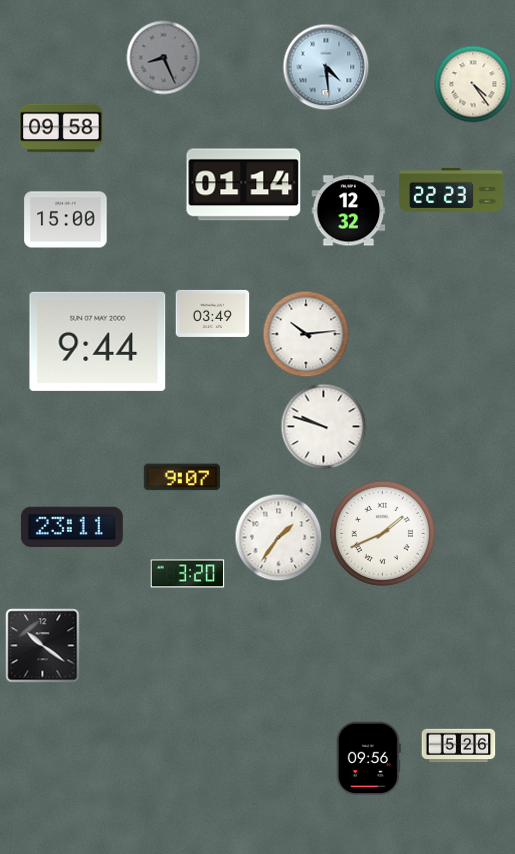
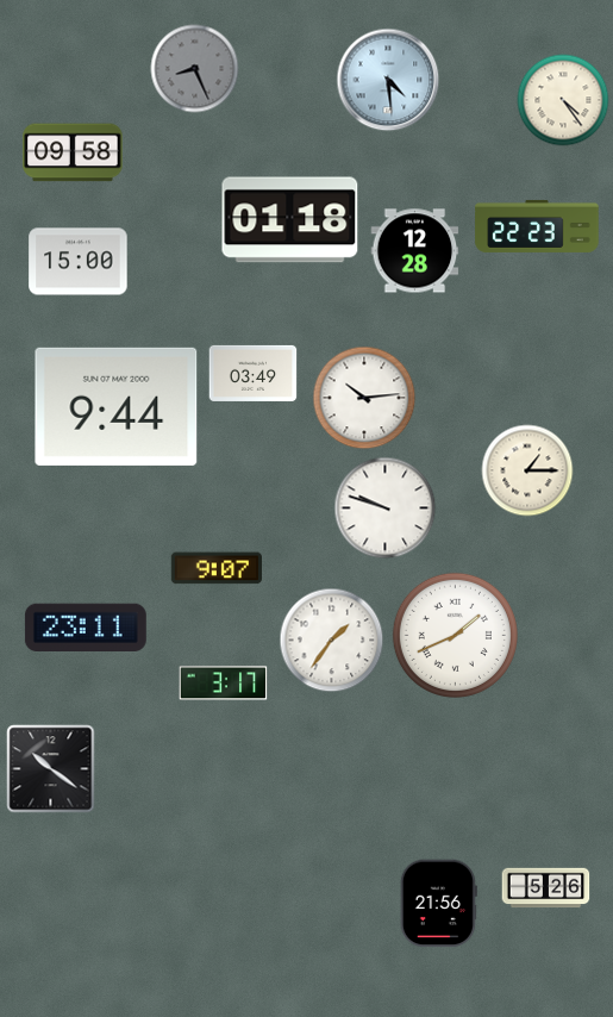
clock at (244, 185): 01:14 -> 01:18
clock at (349, 211): 12:32 -> 12:28
clock at (527, 470): none -> 1:15
clock at (188, 574): 3:20 -> 3:17
clock at (368, 759): 09:56 -> 21:56
